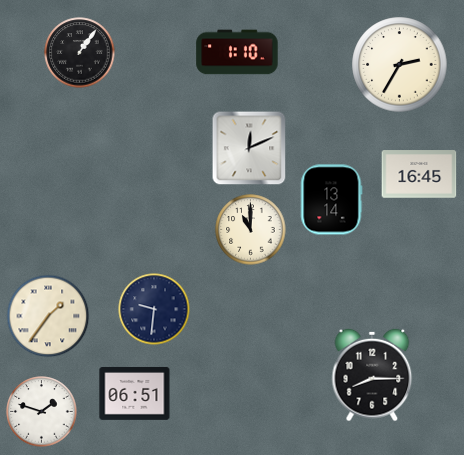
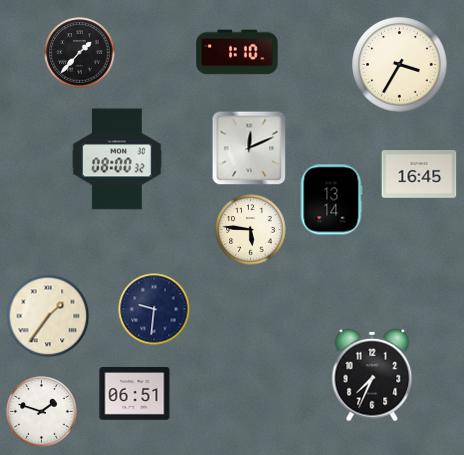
clock at (80, 53): 1:06 -> 1:37
clock at (400, 65): 2:35 -> 3:35
clock at (117, 159): none -> 08:00
clock at (251, 230): 11:00 -> 5:46
clock at (372, 375): 8:15 -> 7:34
